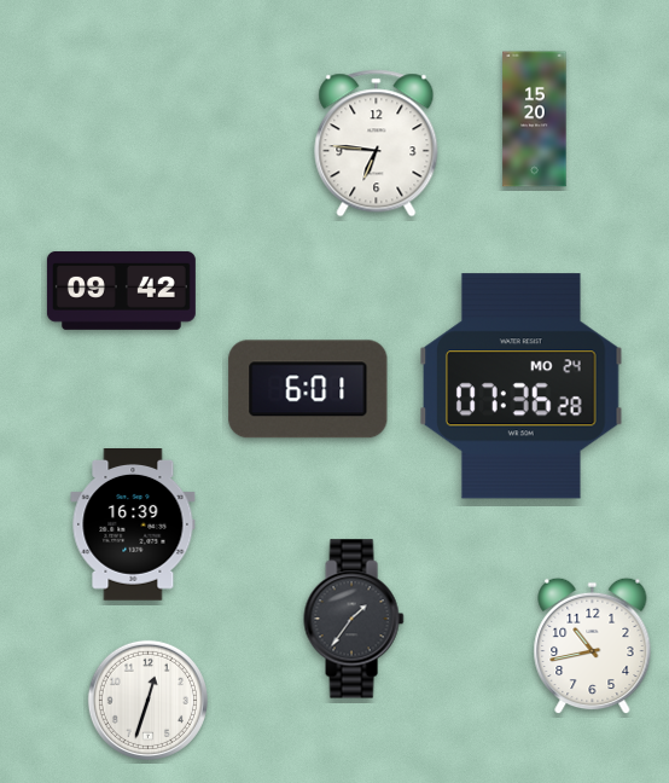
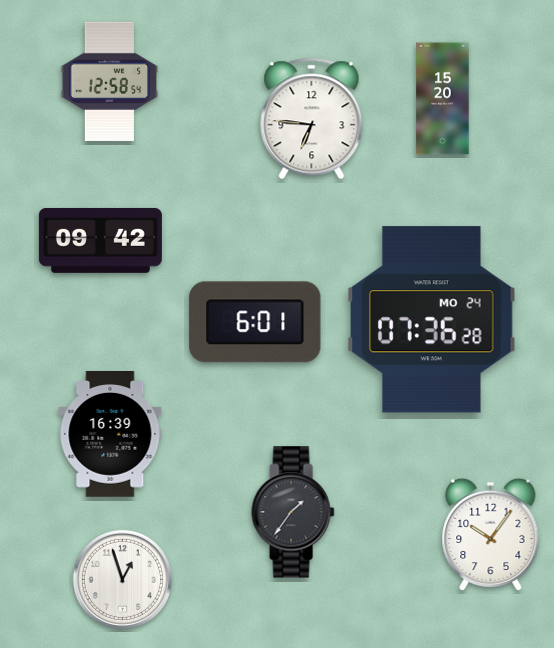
clock at (110, 81): none -> 12:58
clock at (593, 646): 10:43 -> 10:06
clock at (147, 700): 12:33 -> 12:57
